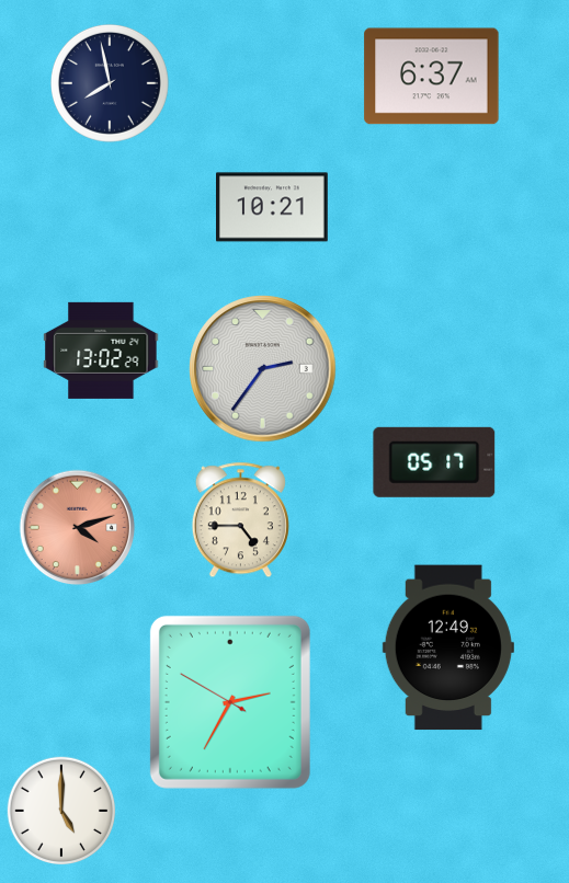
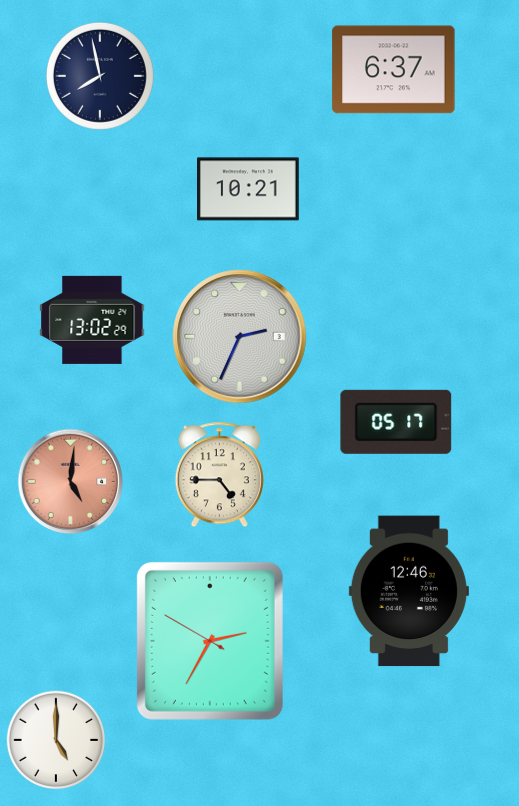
clock at (263, 369): 2:36 -> 2:34
clock at (78, 528): 4:12 -> 5:01
clock at (448, 647): 12:49 -> 12:46
